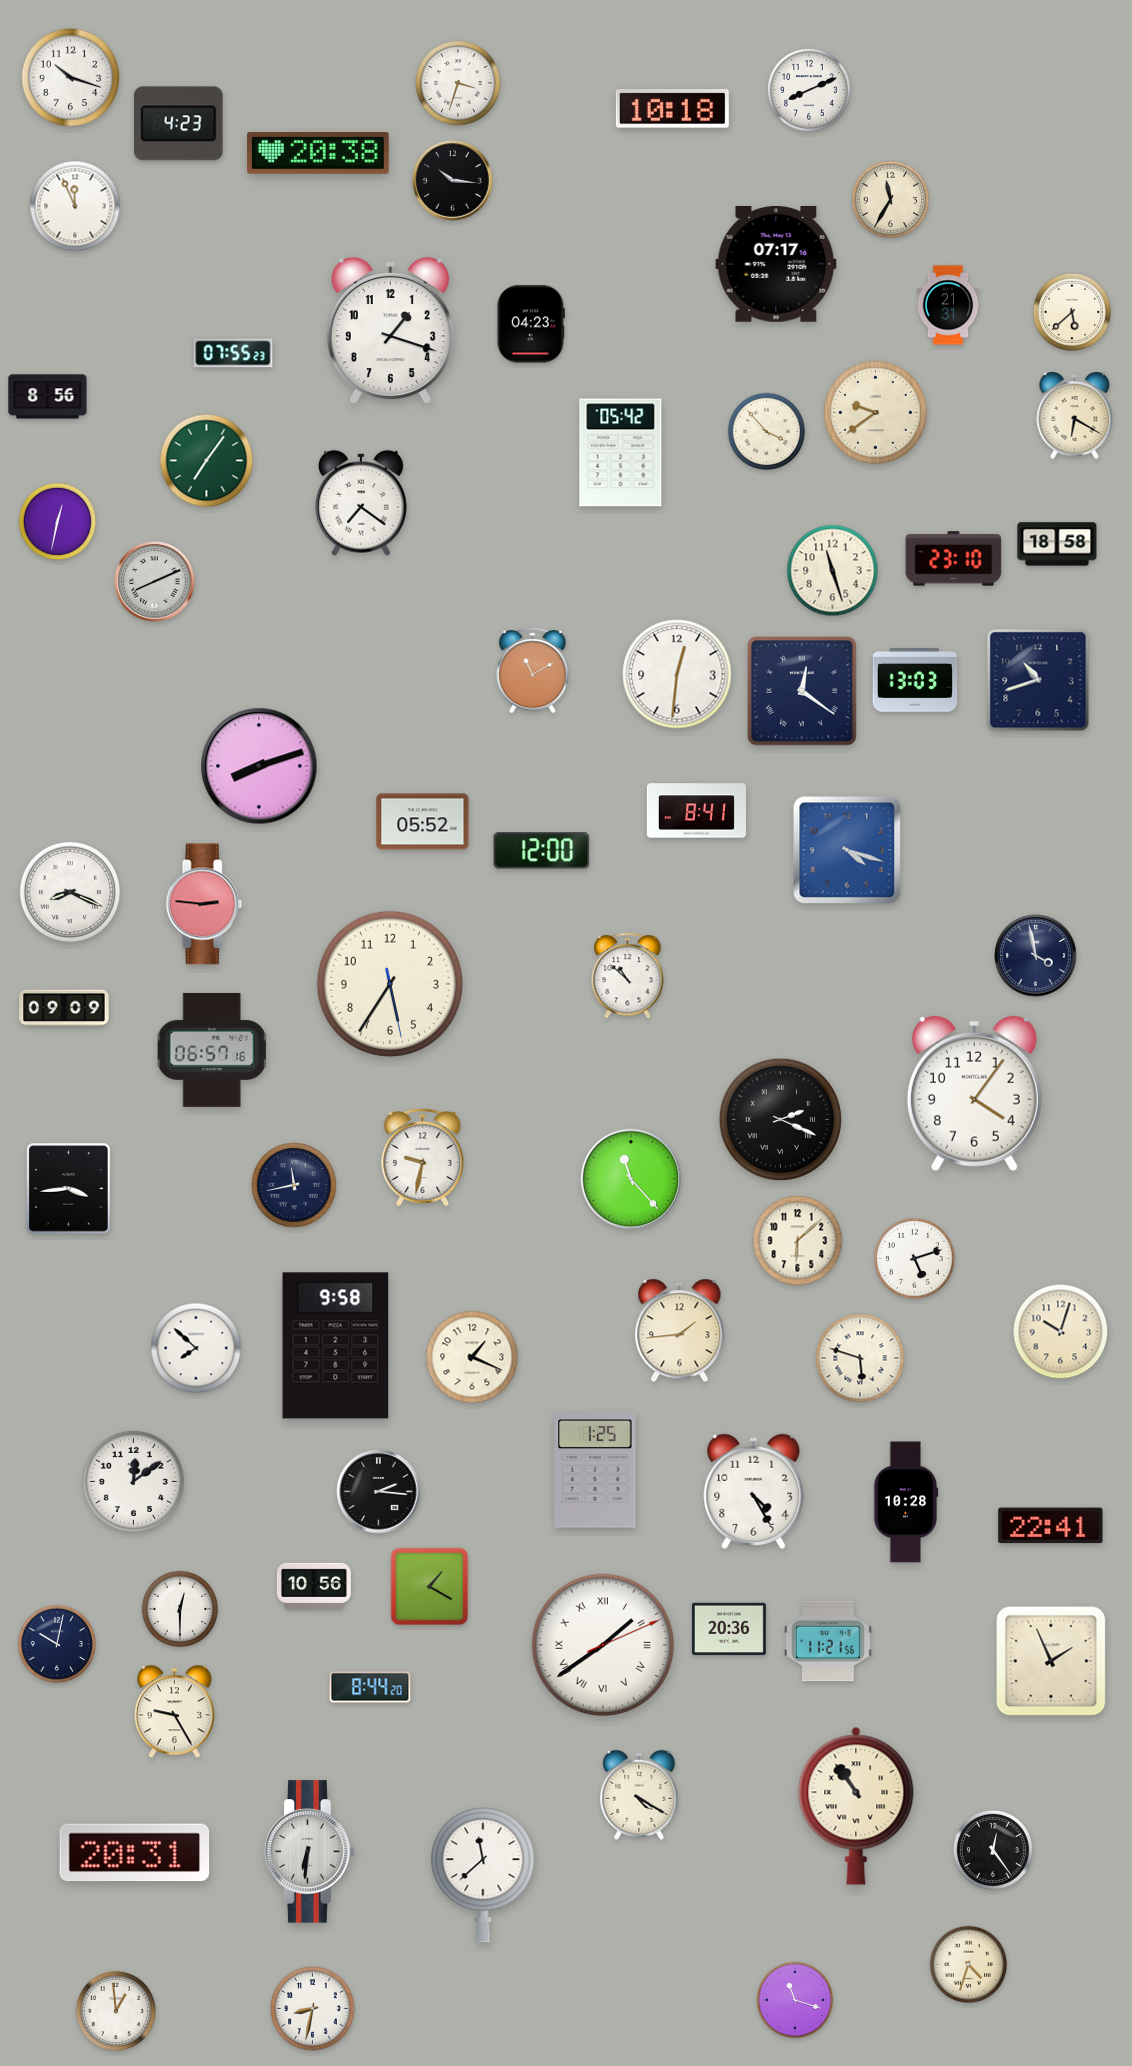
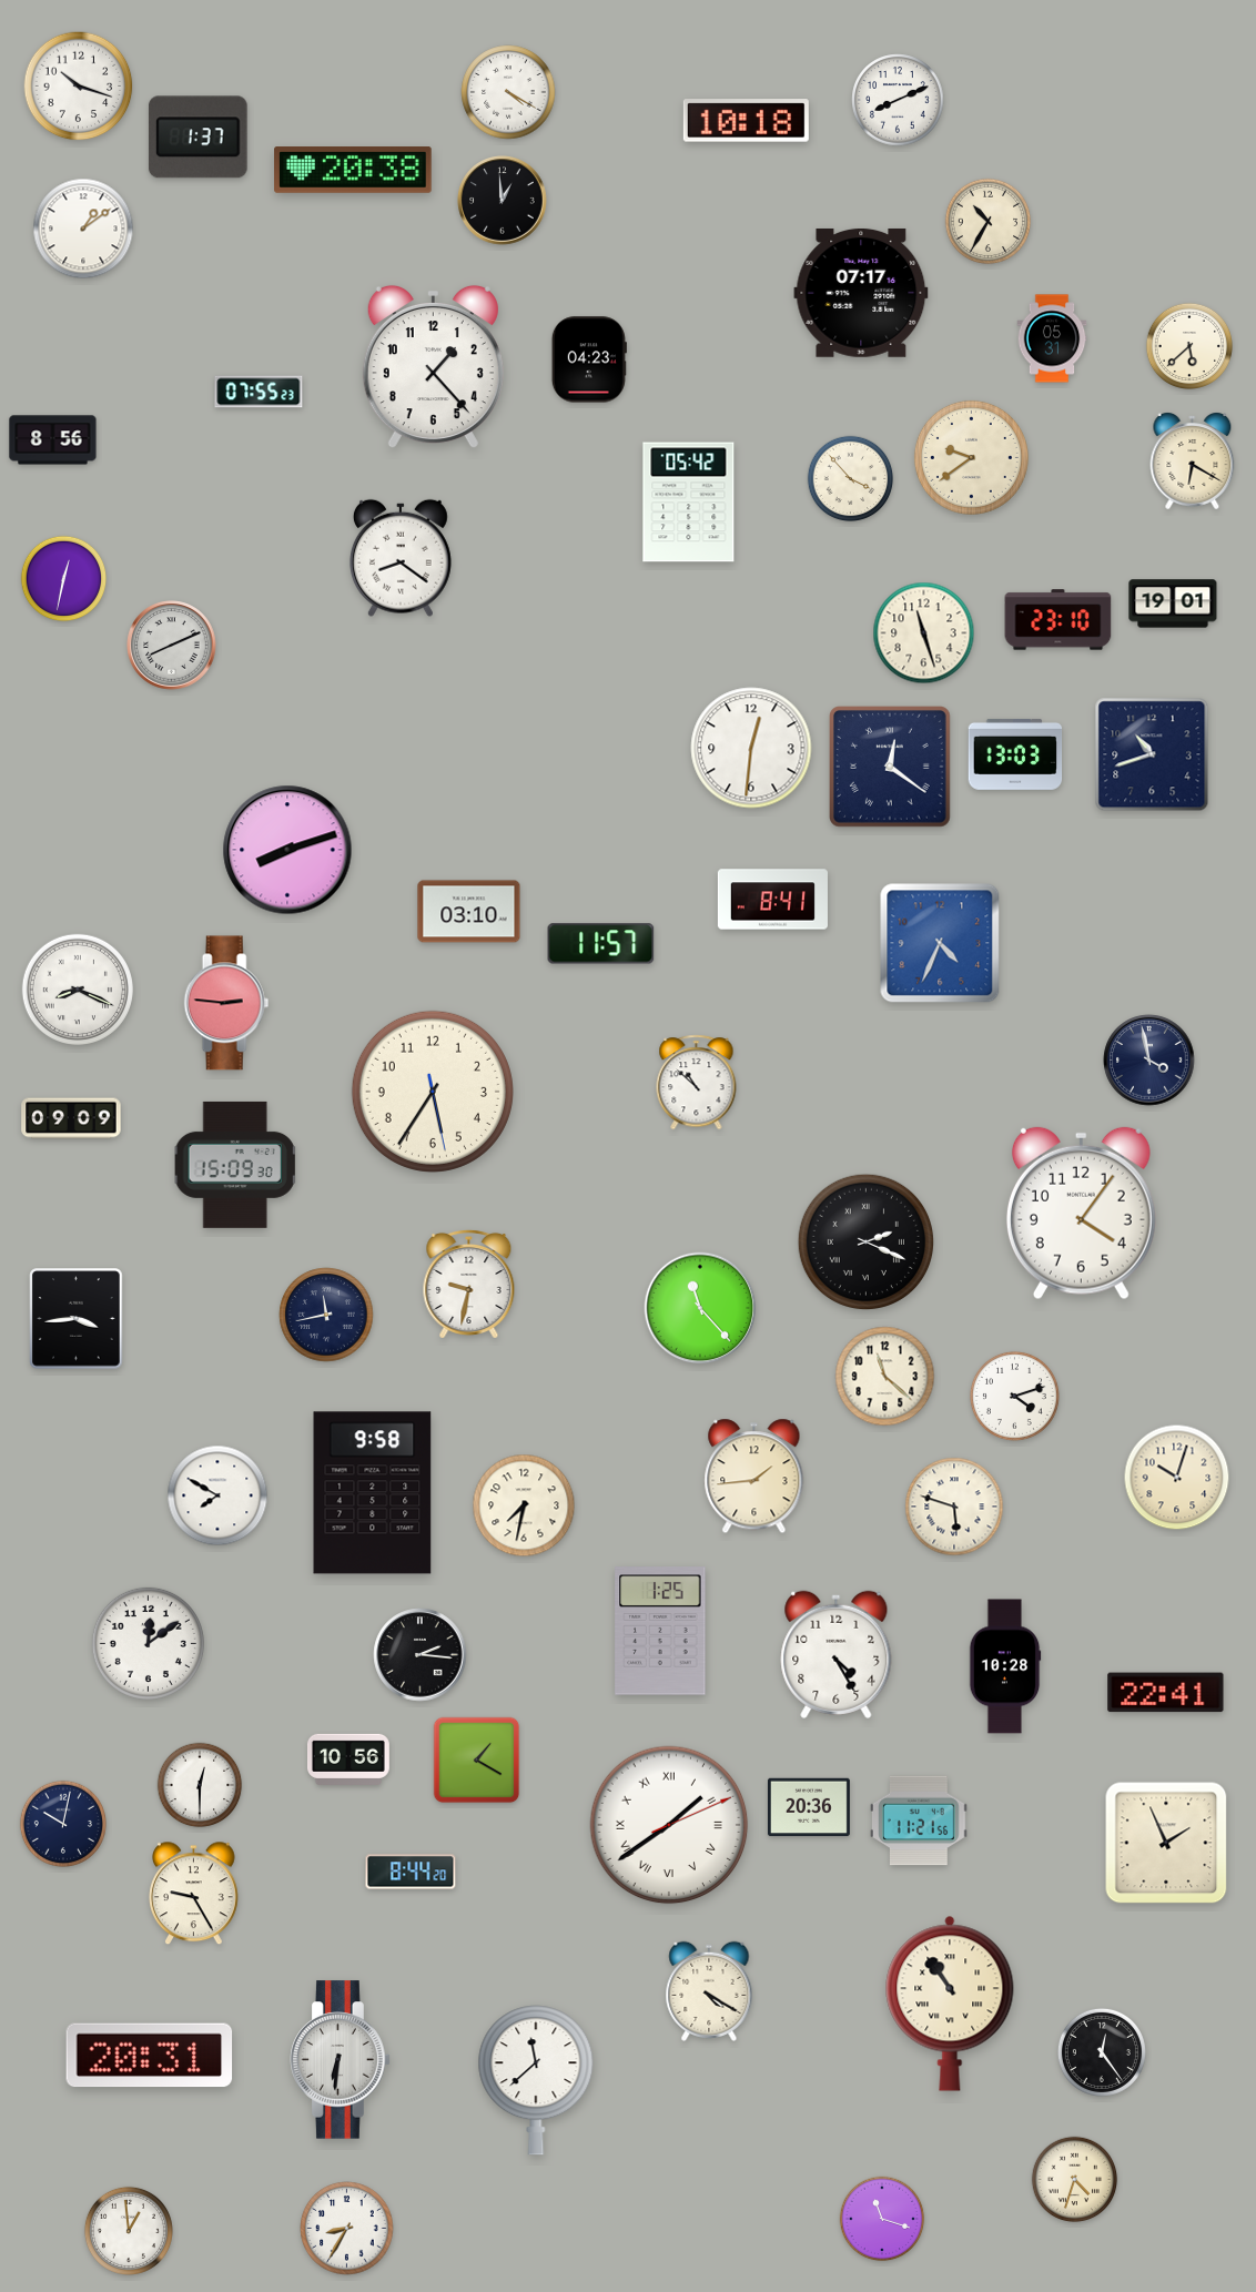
clock at (458, 83): 3:33 -> 4:20
clock at (178, 124): 4:23 -> 1:37
clock at (453, 181): 10:16 -> 12:59
clock at (891, 200): 11:35 -> 10:35
clock at (75, 206): 11:56 -> 1:09
clock at (948, 305): 21:31 -> 05:31
clock at (390, 331): 1:18 -> 1:23
clock at (207, 461): 7:06 -> none
clock at (361, 503): 7:21 -> 8:21
clock at (1057, 544): 18:58 -> 19:01
clock at (533, 671): 11:10 -> none
clock at (423, 822): 05:52 -> 03:10
clock at (847, 850): 4:18 -> 4:34
clock at (542, 851): 12:00 -> 11:57
clock at (212, 1050): 06:57 -> 15:09
clock at (798, 1241): 6:08 -> 11:22
clock at (914, 1258): 5:12 -> 4:12
clock at (196, 1348): 7:52 -> 7:50
clock at (472, 1357): 1:19 -> 7:32
clock at (175, 1712) position: (175, 1712) -> (194, 1894)
clock at (310, 1852) position: (310, 1852) -> (341, 2060)
clock at (313, 2009): 8:32 -> 8:35
